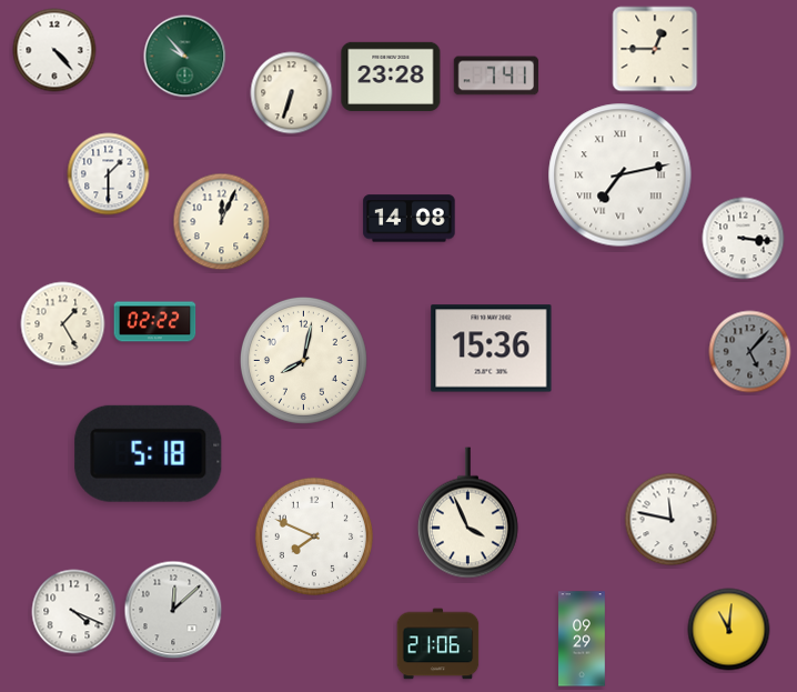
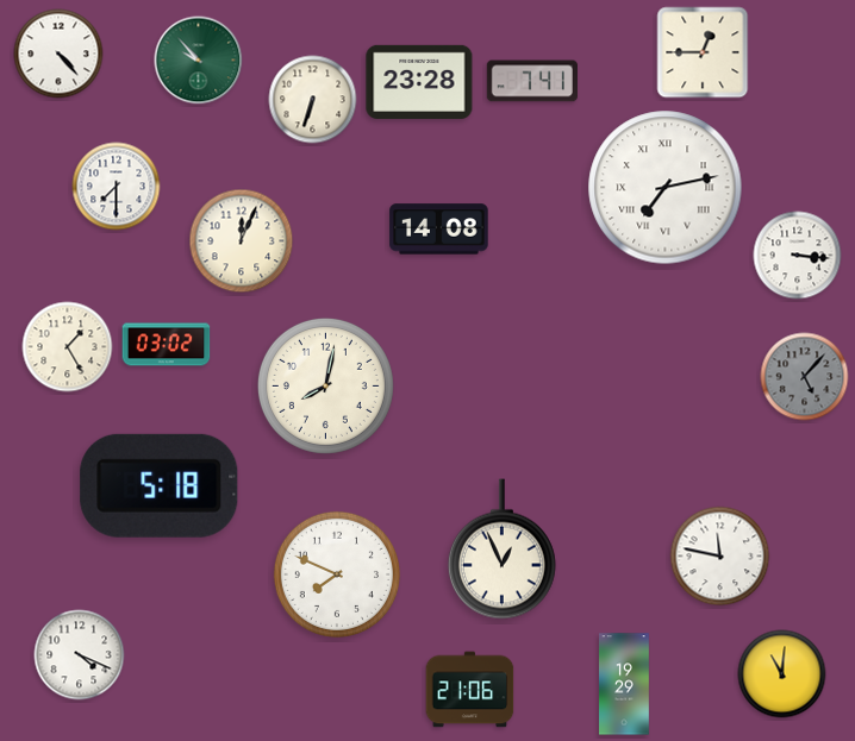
clock at (109, 174): 1:30 -> 7:30
clock at (410, 219) position: (410, 219) -> (439, 230)
clock at (222, 222) position: (222, 222) -> (242, 241)
clock at (155, 322): 02:22 -> 03:02
clock at (492, 349): 15:36 -> none
clock at (467, 513): 3:56 -> 12:56
clock at (173, 610): 12:08 -> none
clock at (583, 639): 09:29 -> 19:29
